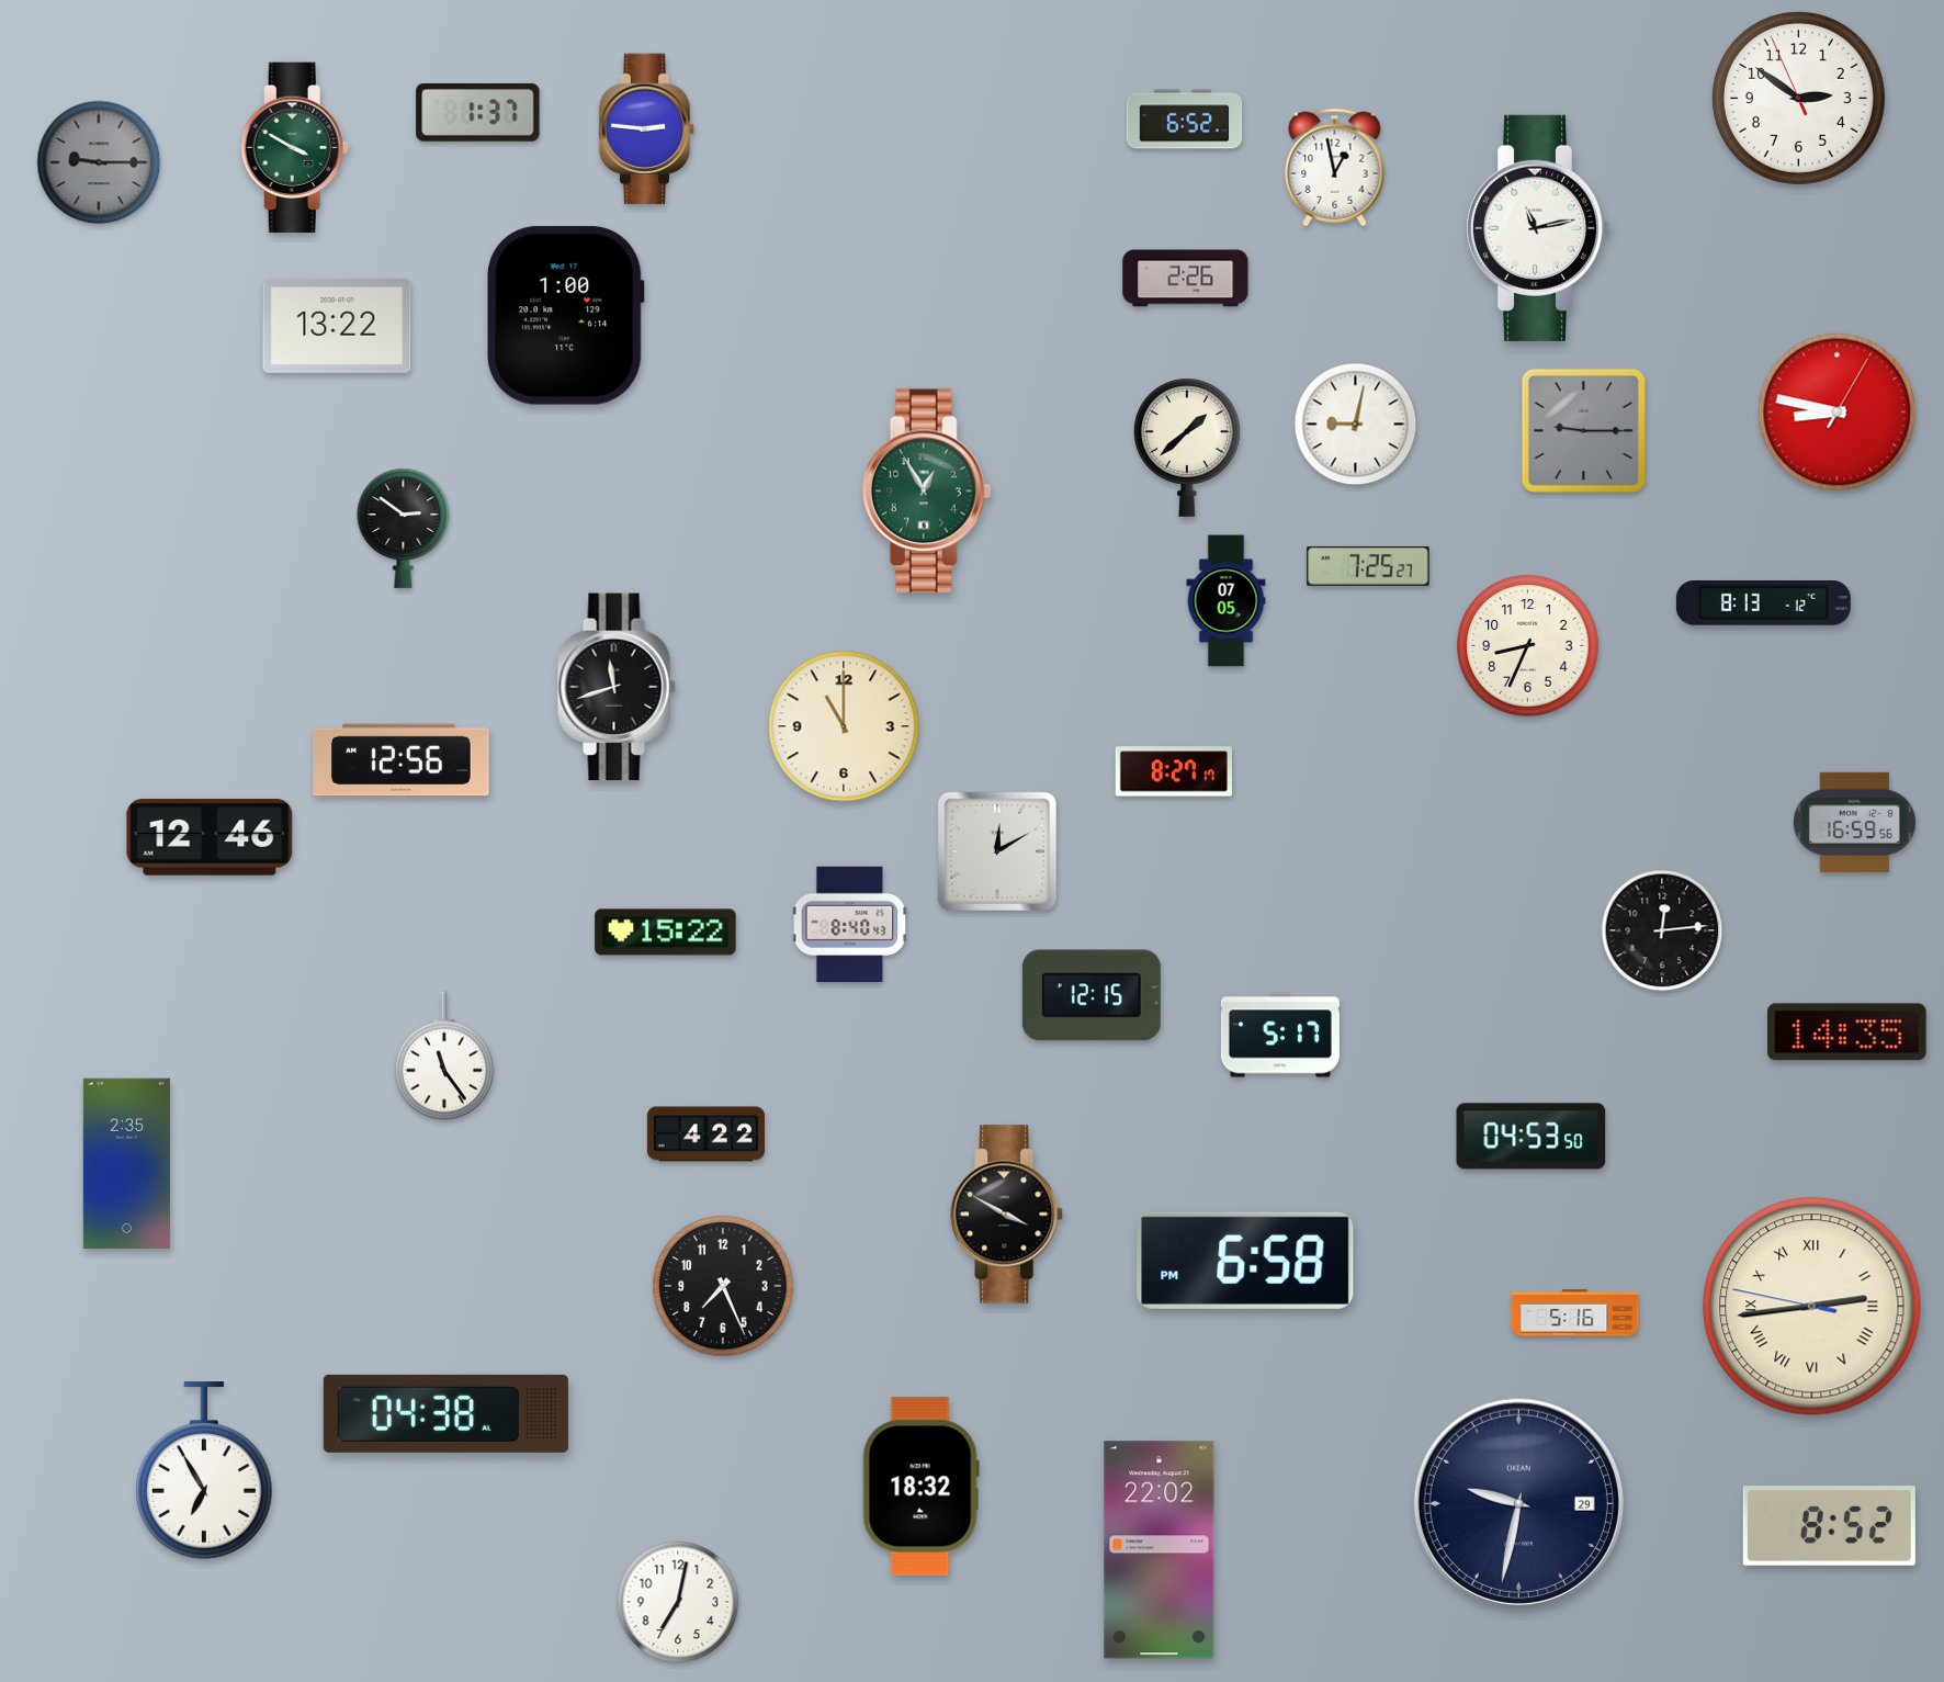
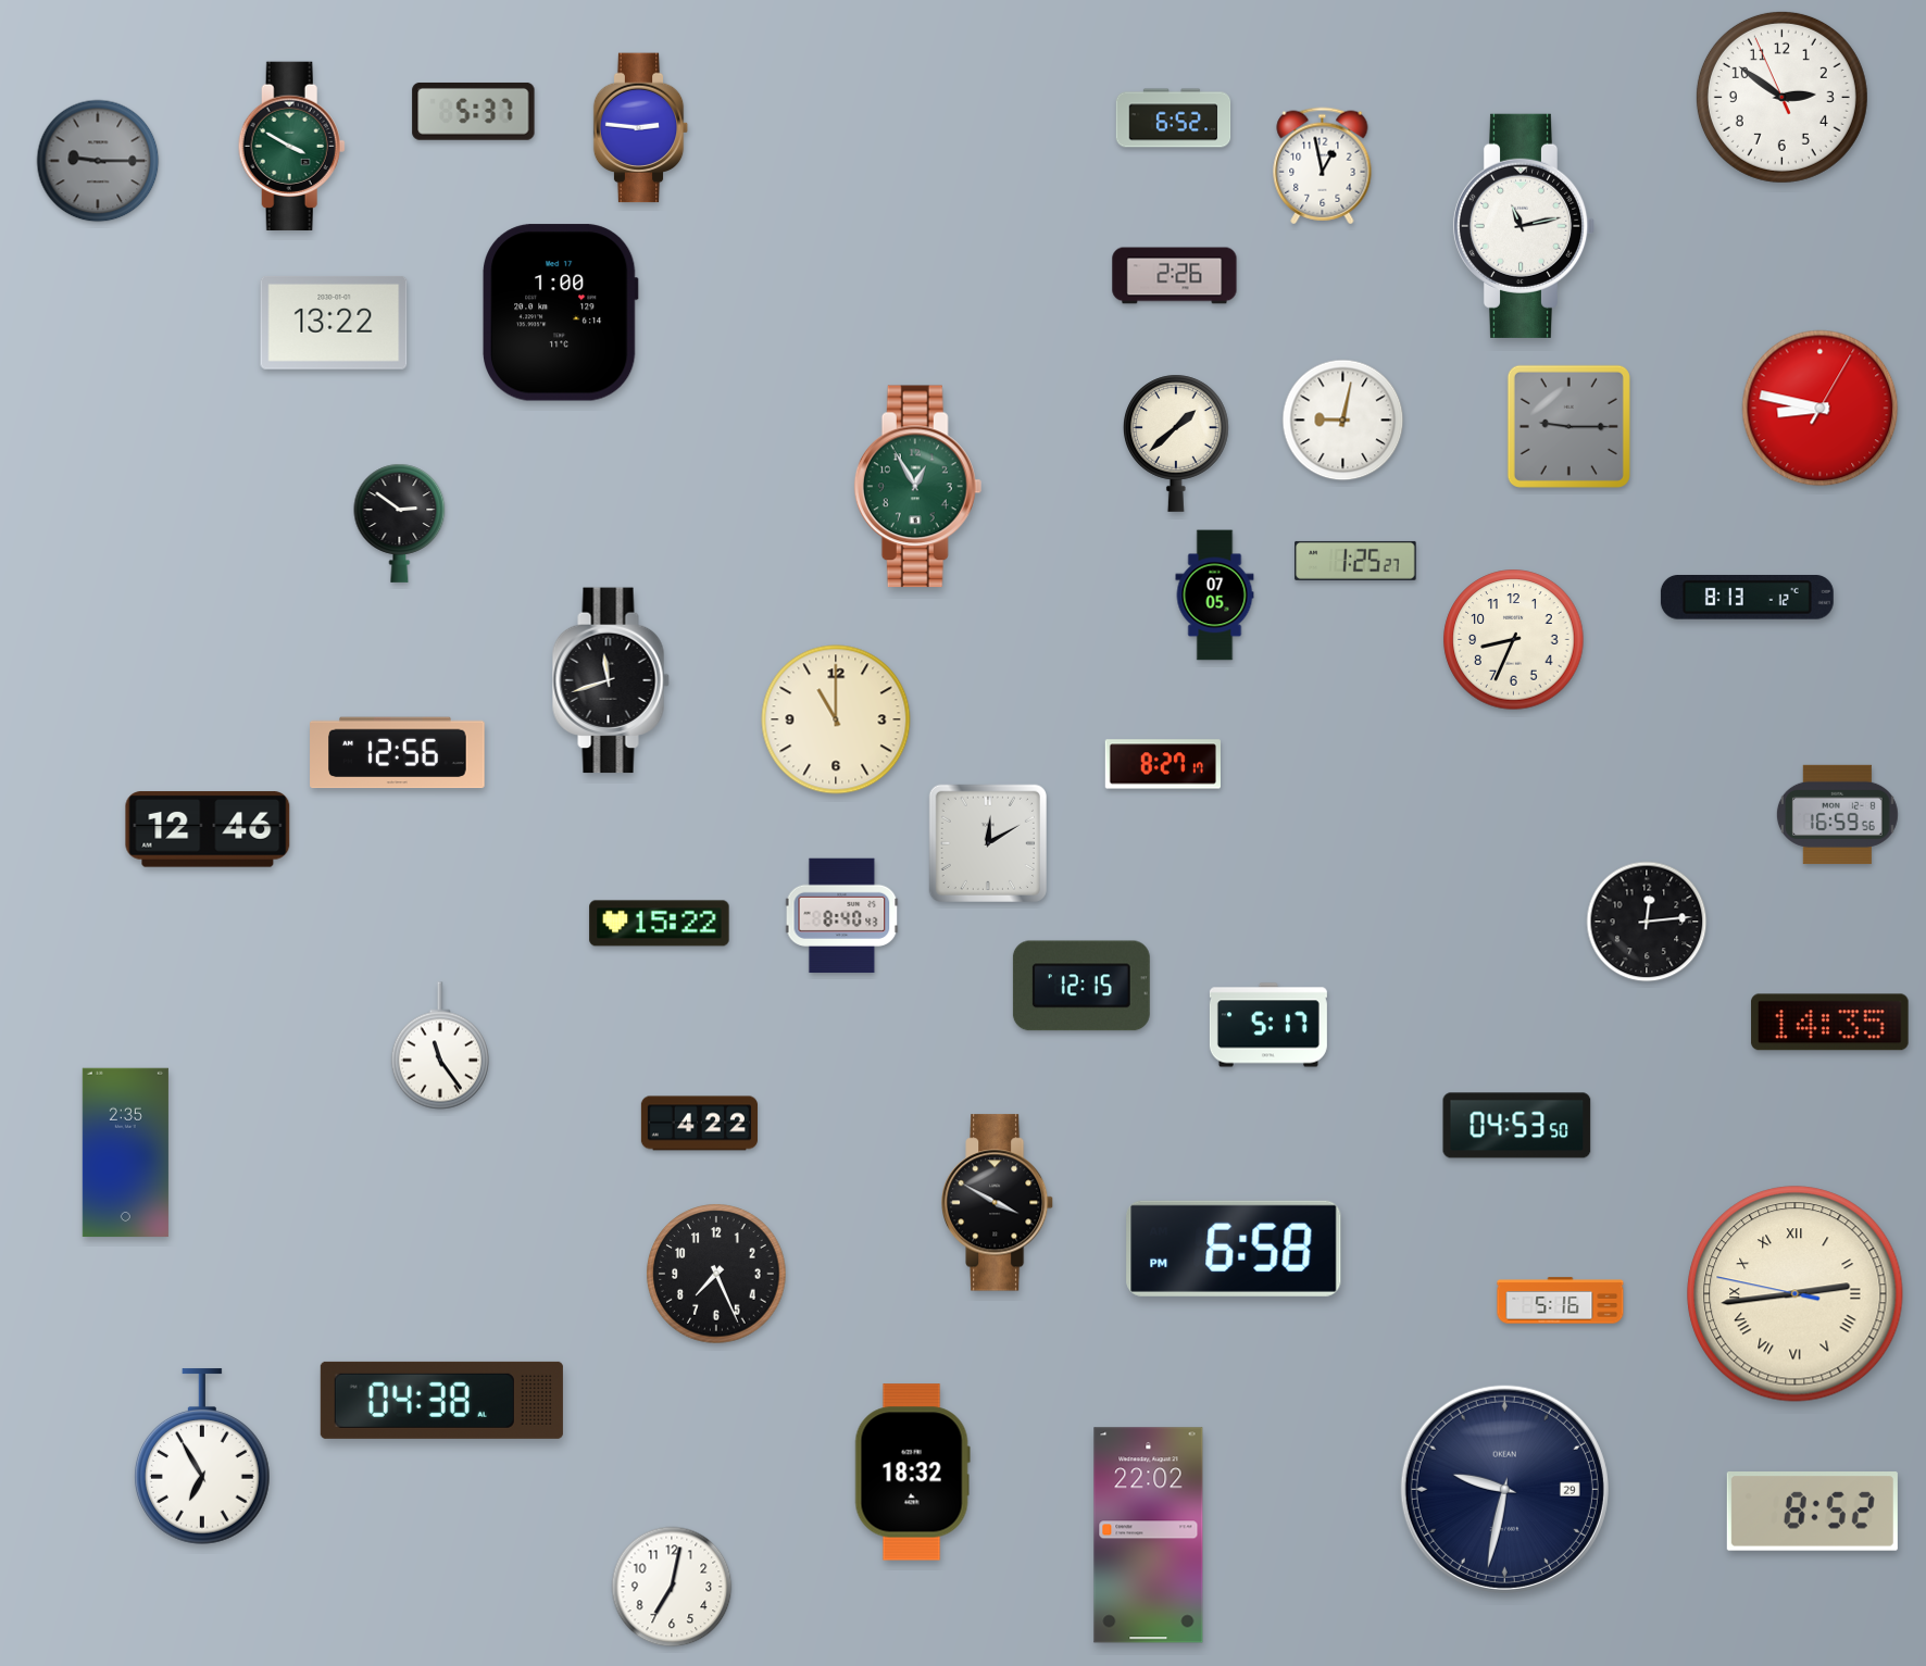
clock at (478, 112): 1:37 -> 5:37
clock at (1368, 566): 7:25 -> 1:25
